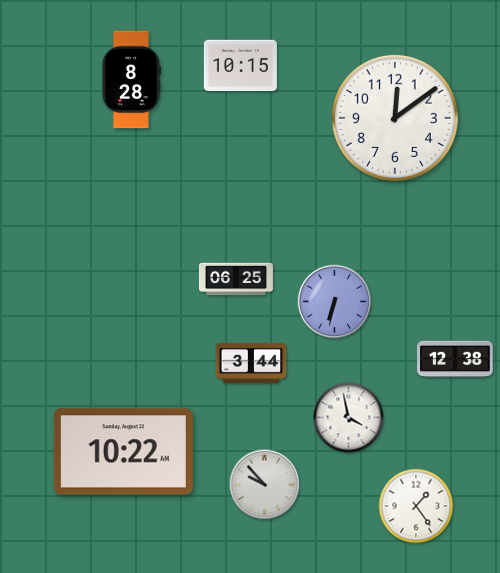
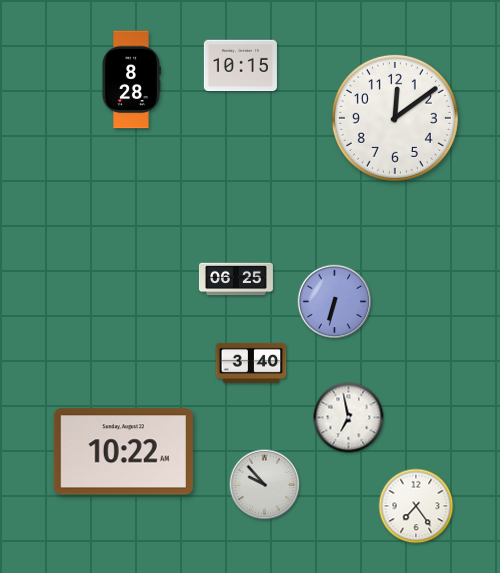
clock at (455, 359): 12:38 -> none
clock at (251, 363): 3:44 -> 3:40
clock at (349, 418): 3:58 -> 6:58
clock at (416, 506): 1:24 -> 7:24
